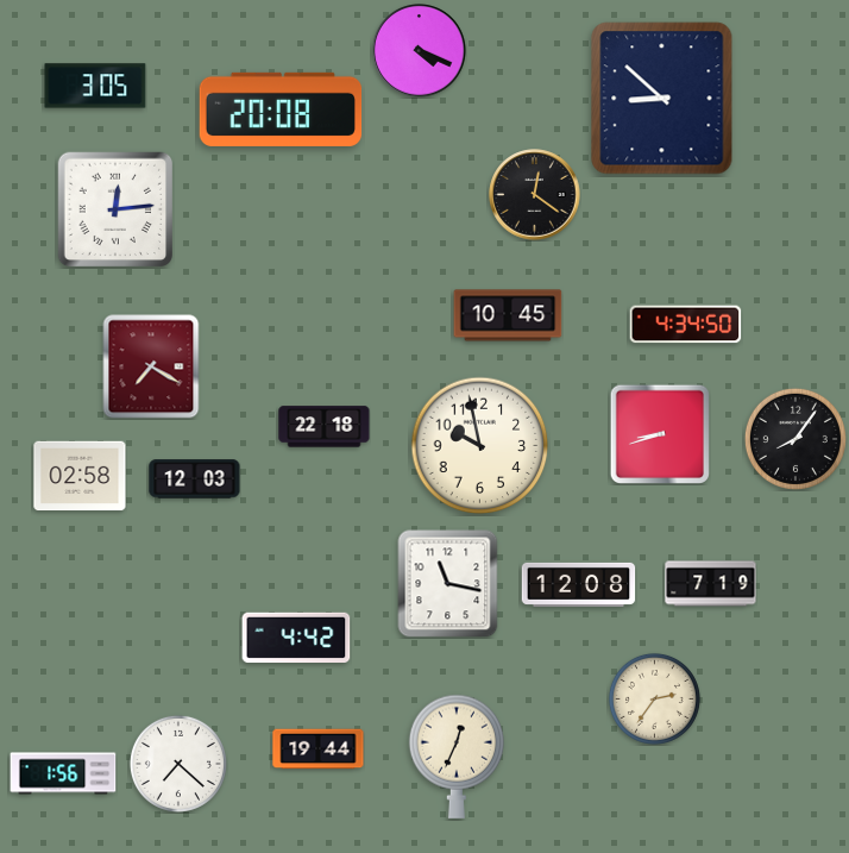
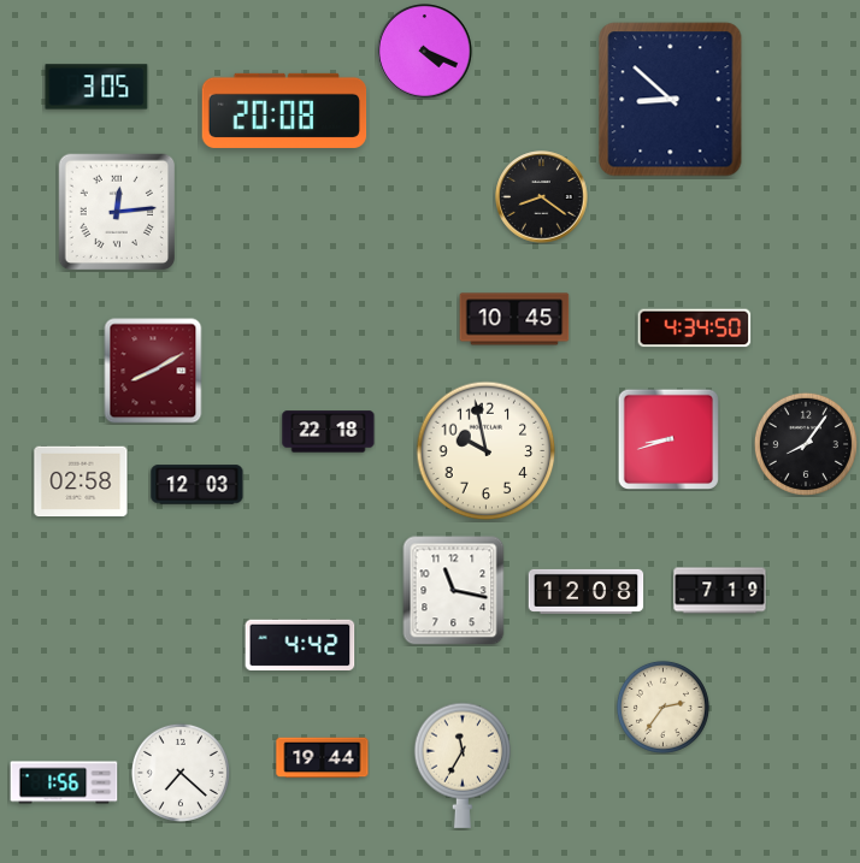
clock at (535, 195): 12:21 -> 8:21
clock at (151, 366): 7:20 -> 8:10
clock at (457, 757): 12:34 -> 11:35
